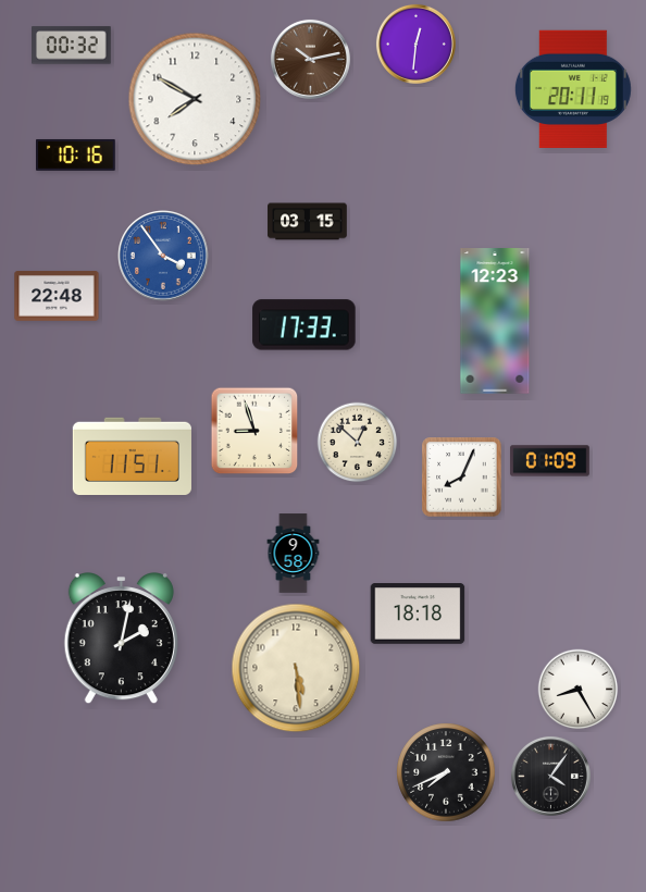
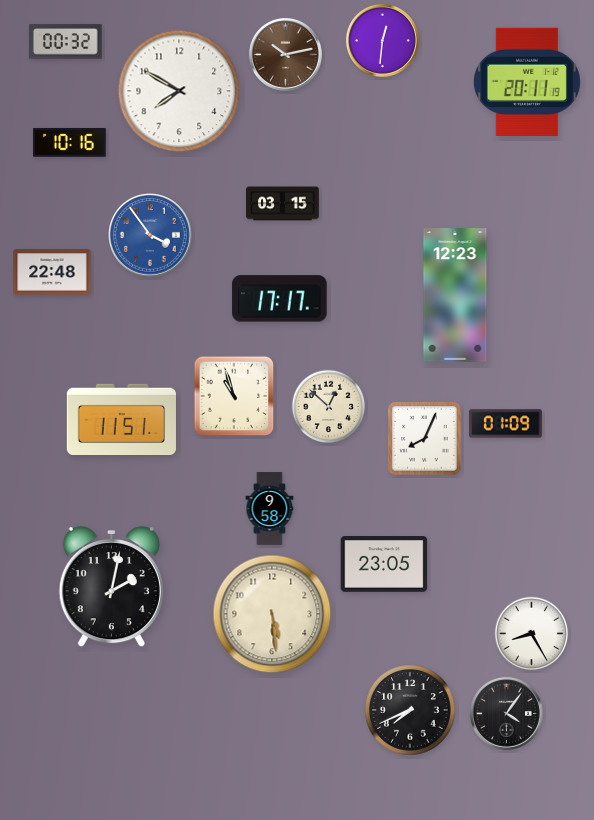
clock at (305, 325): 17:33 -> 17:17
clock at (254, 431): 8:57 -> 10:57
clock at (418, 614): 18:18 -> 23:05
